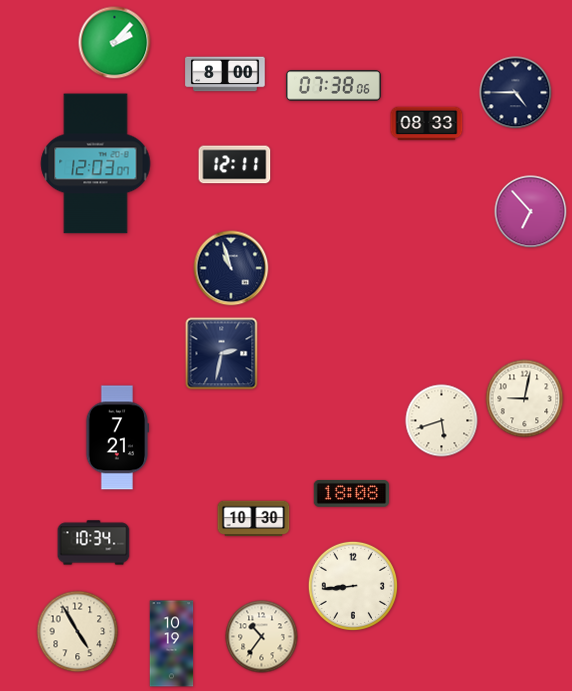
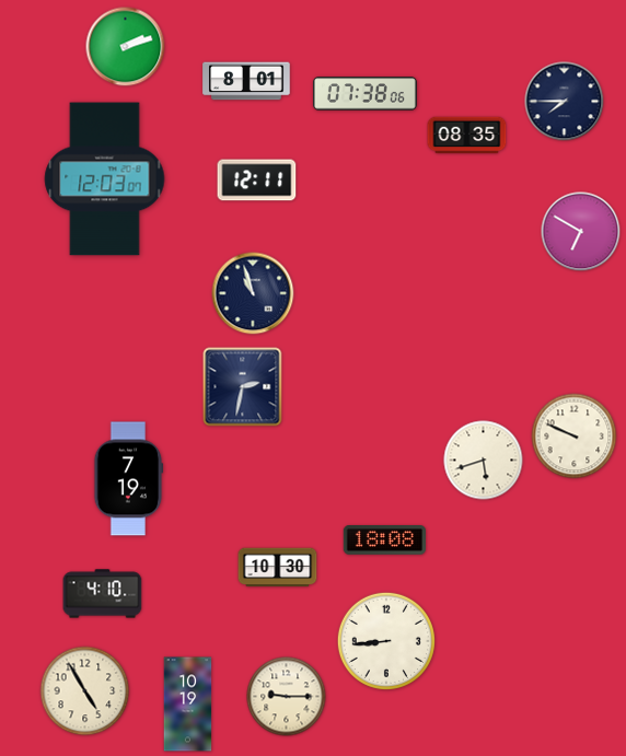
clock at (115, 43): 2:07 -> 2:12
clock at (225, 74): 8:00 -> 8:01
clock at (516, 93): 4:45 -> 7:45
clock at (427, 124): 08:33 -> 08:35
clock at (531, 212): 6:53 -> 6:50
clock at (525, 399): 9:02 -> 9:49
clock at (118, 438): 7:21 -> 7:19
clock at (94, 543): 10:34 -> 4:10
clock at (262, 637): 10:36 -> 9:15
